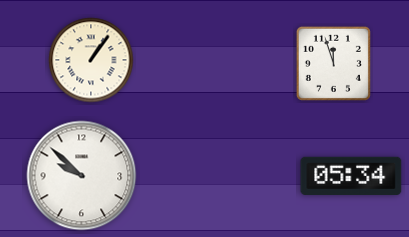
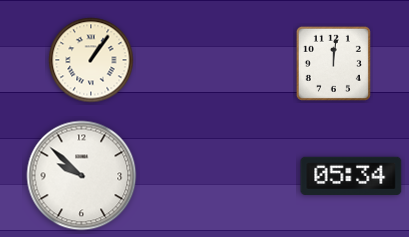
clock at (333, 63): 11:57 -> 12:01
